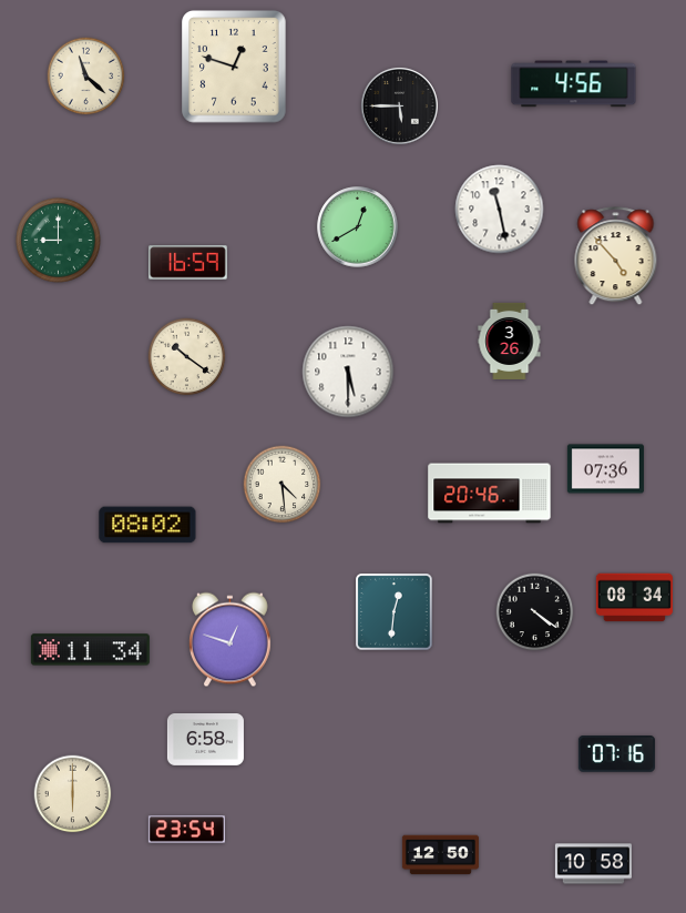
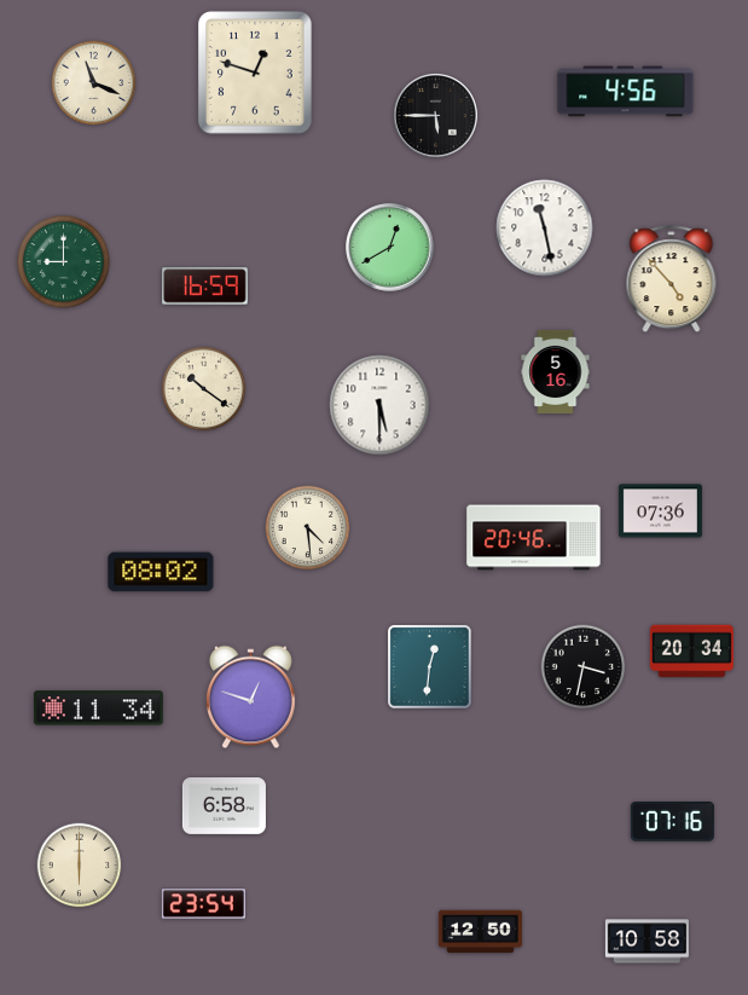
clock at (86, 77): 11:22 -> 11:19
clock at (510, 341): 3:26 -> 5:16
clock at (634, 598): 08:34 -> 20:34
clock at (535, 612): 4:21 -> 3:32
